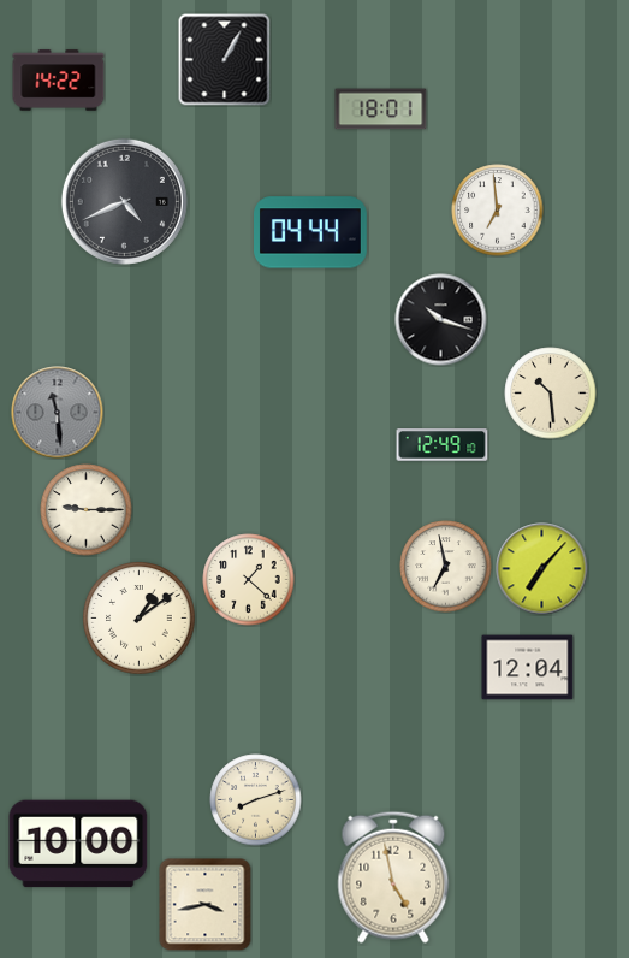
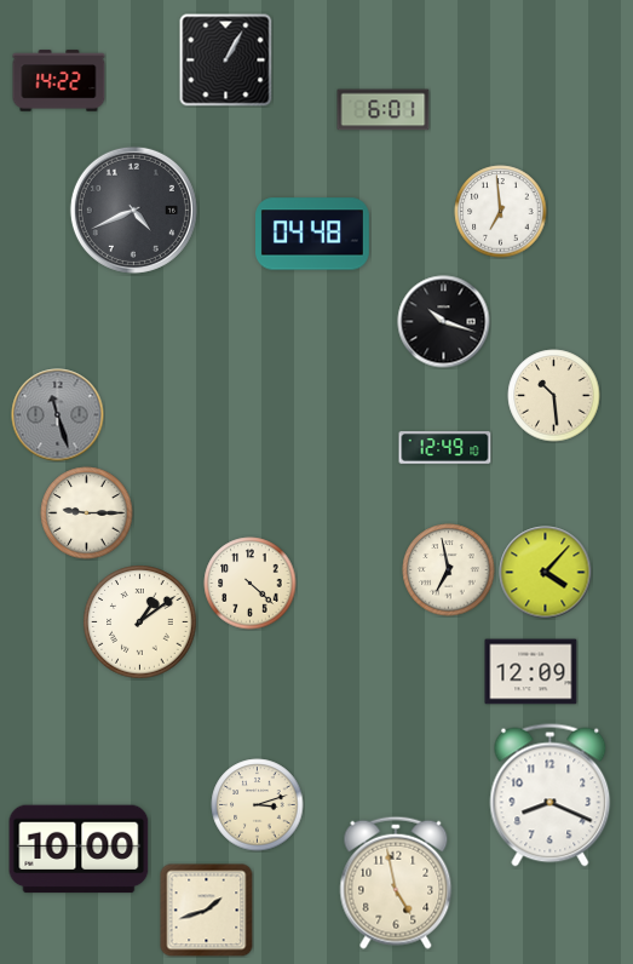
clock at (381, 110): 18:01 -> 6:01
clock at (124, 201) position: (124, 201) -> (133, 210)
clock at (311, 232): 04:44 -> 04:48
clock at (58, 413): 11:29 -> 11:27
clock at (542, 569): 7:07 -> 4:07
clock at (249, 580): 1:22 -> 4:22
clock at (528, 668): 12:04 -> 12:09
clock at (551, 796): none -> 8:19
clock at (256, 800): 8:12 -> 3:12
clock at (206, 905): 3:43 -> 1:42
